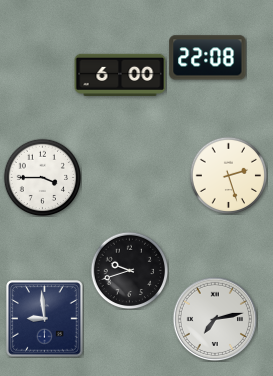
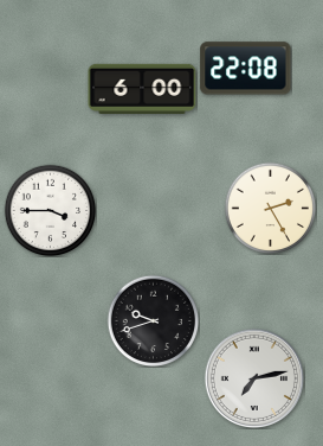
clock at (228, 175): 2:27 -> 2:25
clock at (45, 319): 8:59 -> none
